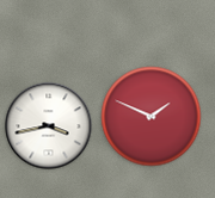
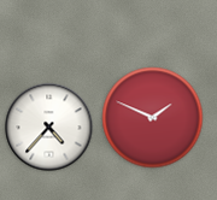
clock at (49, 126): 3:43 -> 4:37
